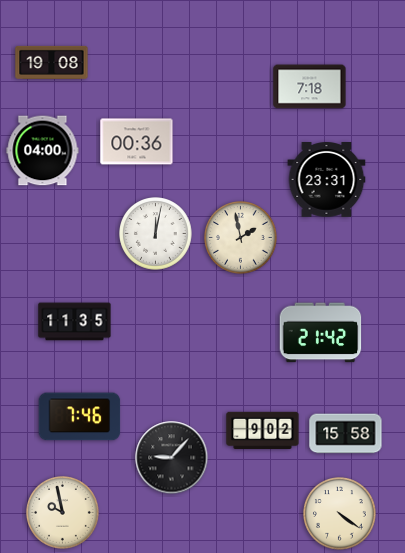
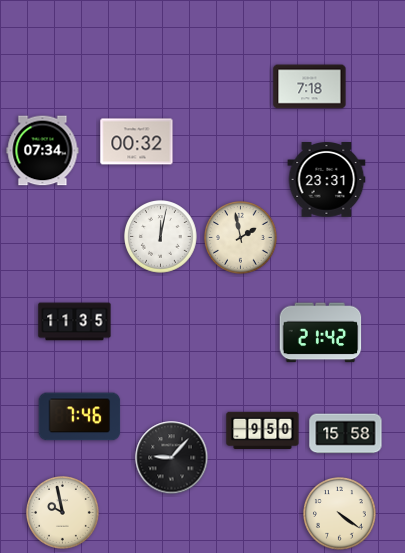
clock at (52, 62): 19:08 -> none
clock at (137, 142): 00:36 -> 00:32
clock at (43, 151): 04:00 -> 07:34
clock at (156, 234) position: (156, 234) -> (161, 237)
clock at (263, 431): 9:02 -> 9:50
